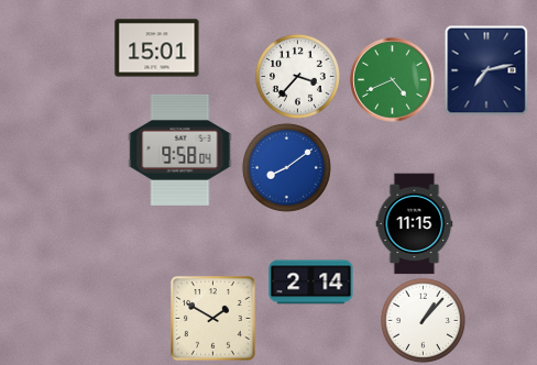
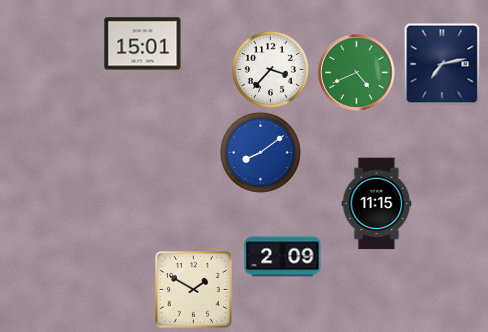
clock at (180, 150): 9:58 -> none
clock at (311, 283): 2:14 -> 2:09
clock at (423, 320): 1:07 -> none
